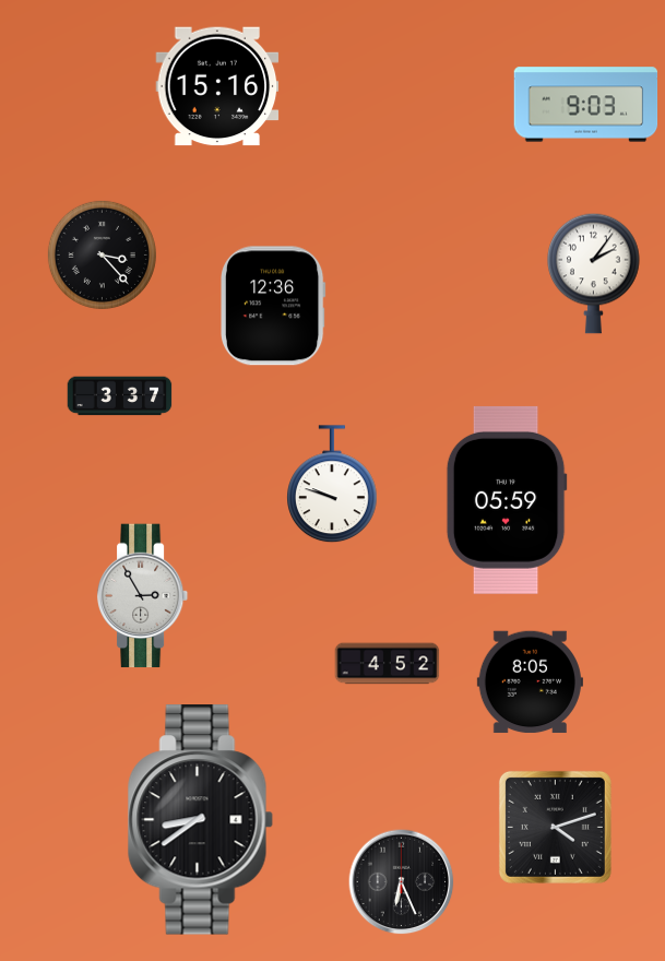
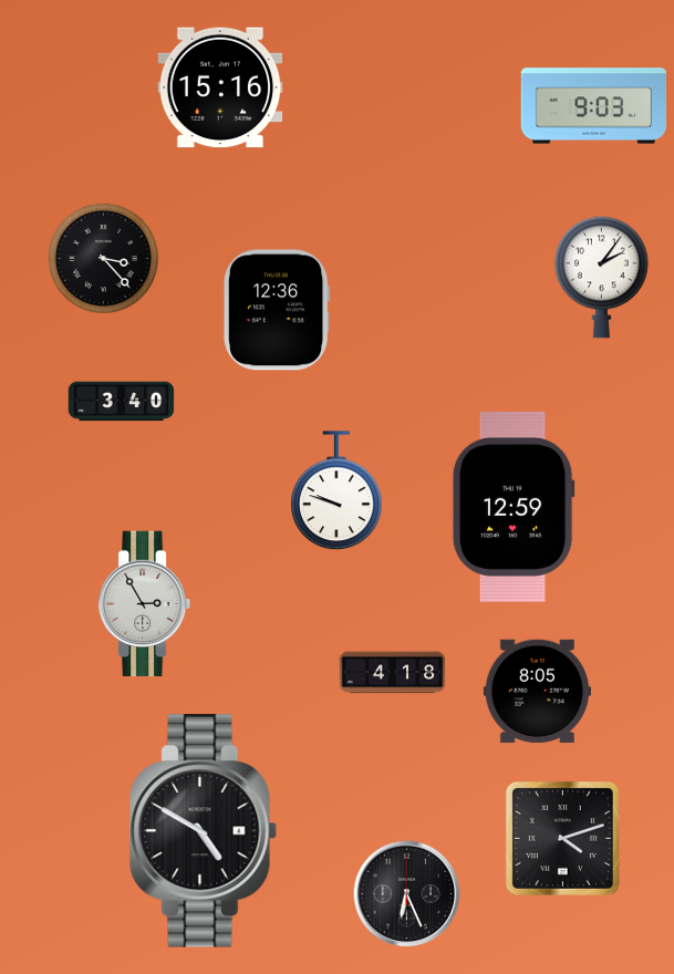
clock at (120, 396): 3:37 -> 3:40
clock at (507, 500): 05:59 -> 12:59
clock at (388, 664): 4:52 -> 4:18
clock at (200, 820): 8:39 -> 4:50
